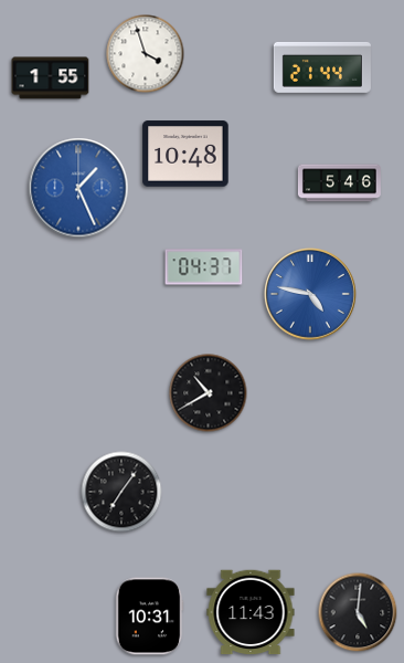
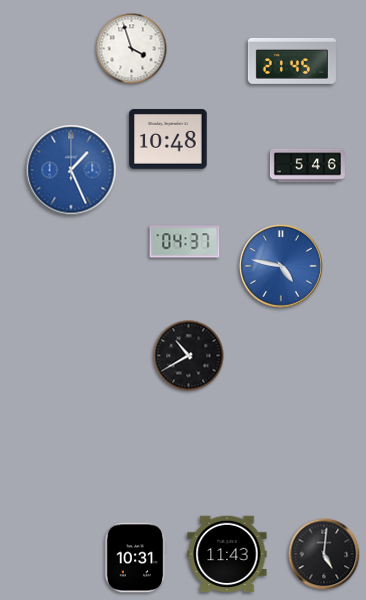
clock at (322, 67): 21:44 -> 21:45
clock at (51, 78): 1:55 -> none
clock at (121, 492): 7:06 -> none
